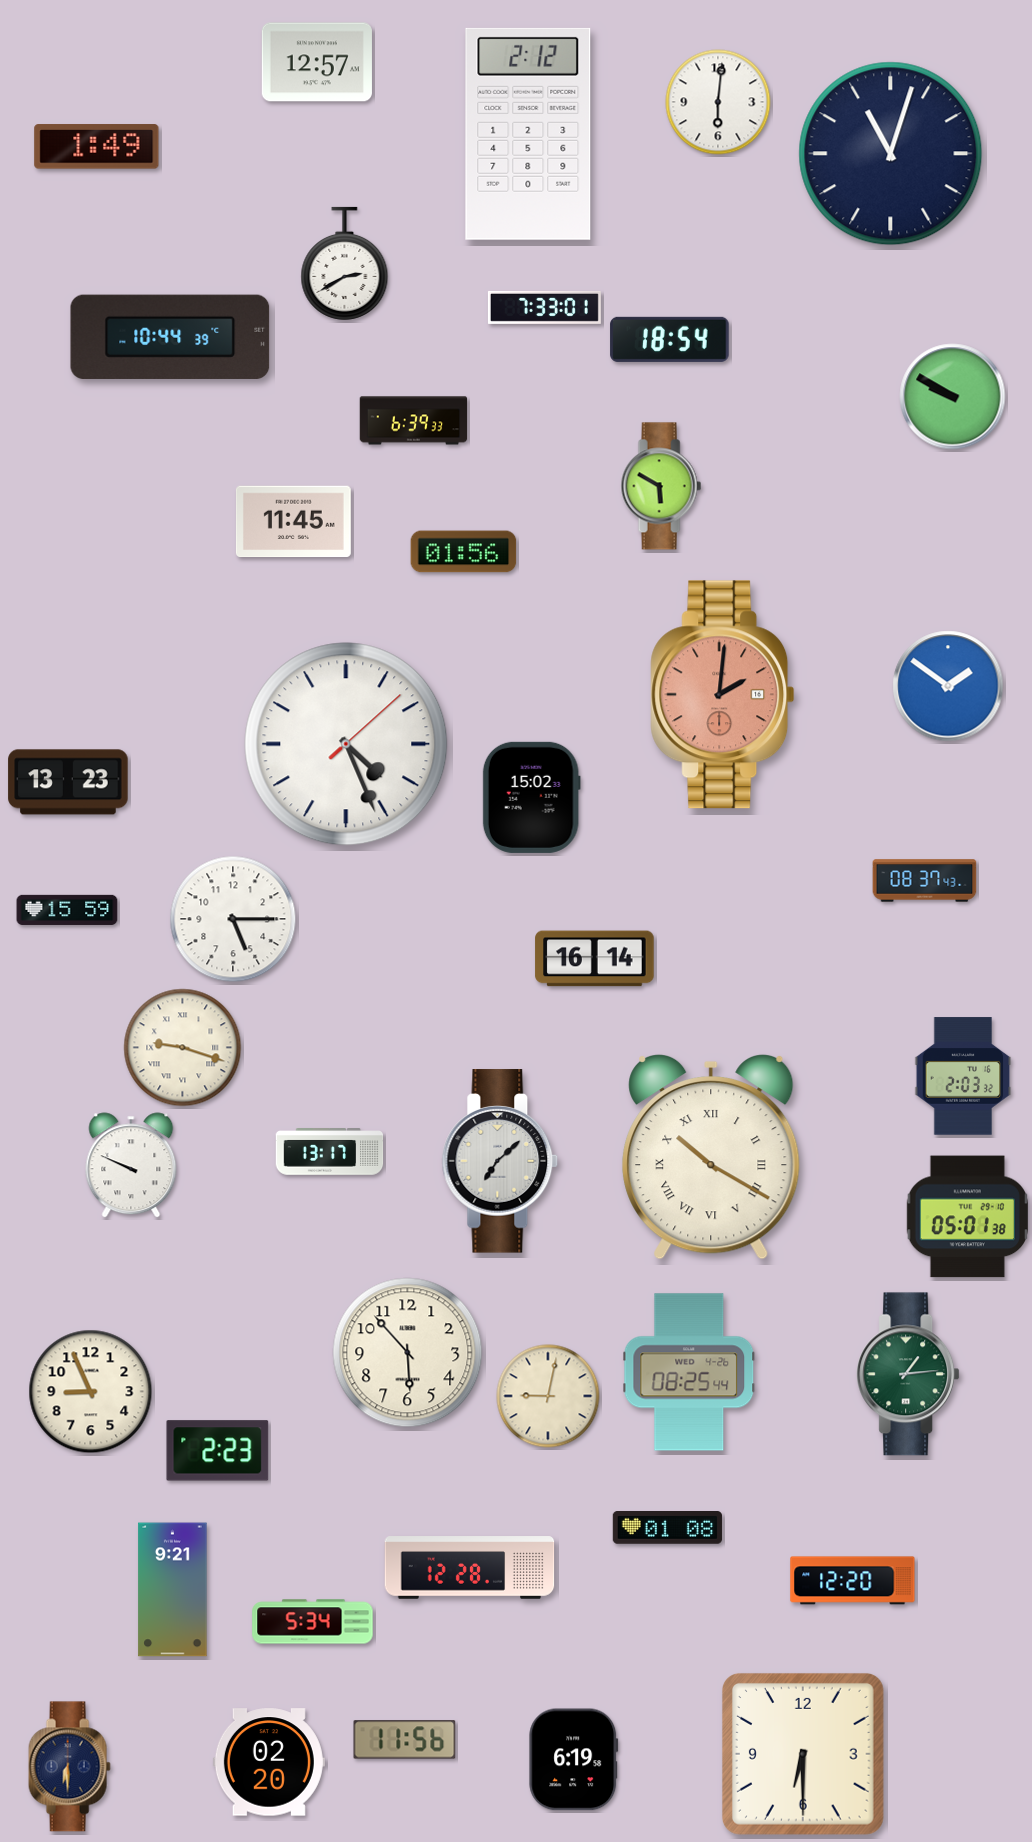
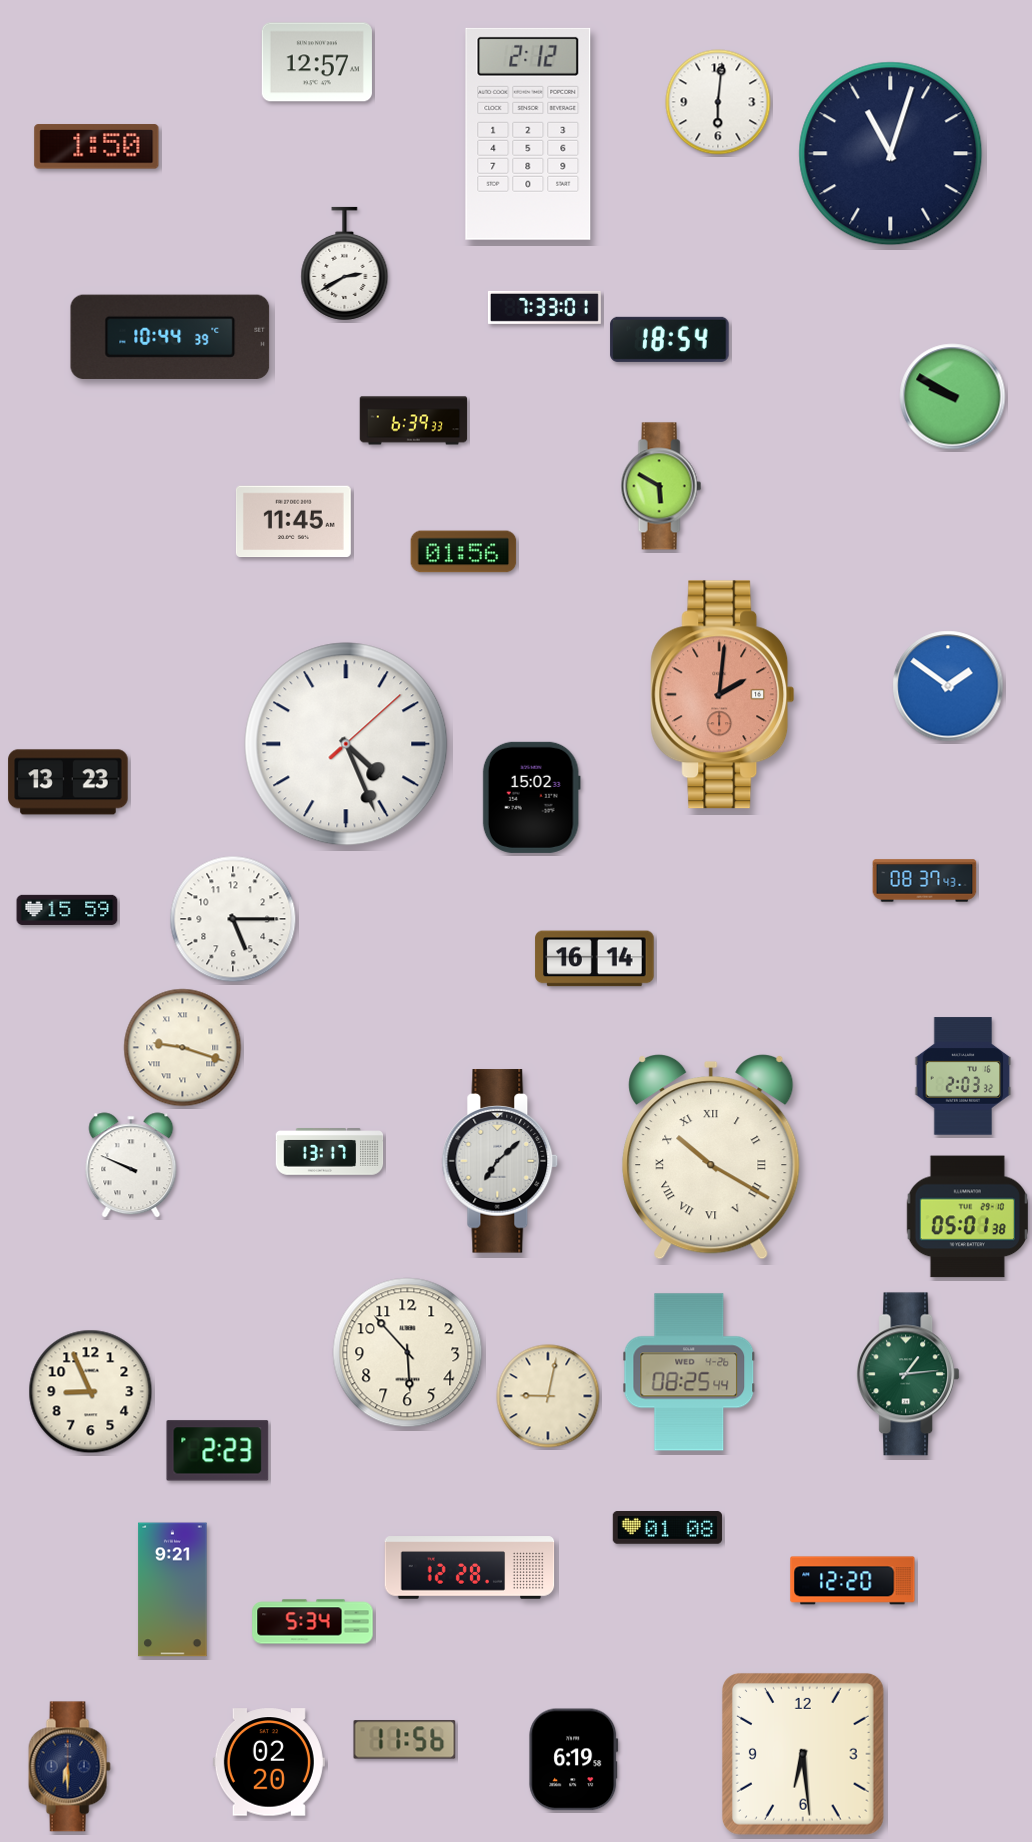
clock at (97, 147): 1:49 -> 1:50
clock at (803, 1754): 6:30 -> 6:29
